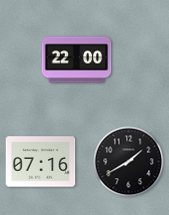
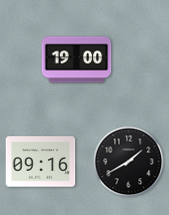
clock at (77, 60): 22:00 -> 19:00
clock at (41, 162): 07:16 -> 09:16
